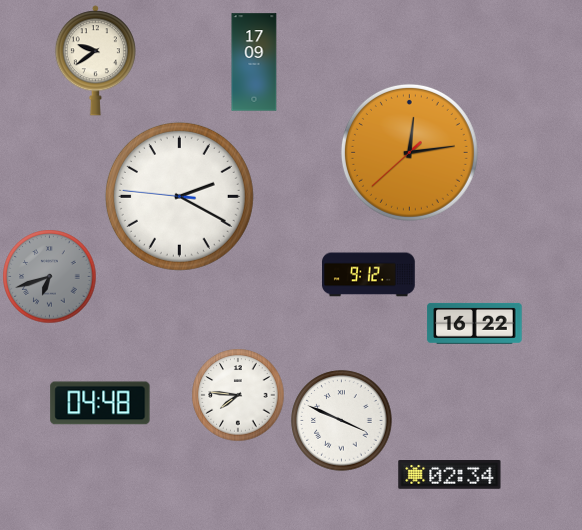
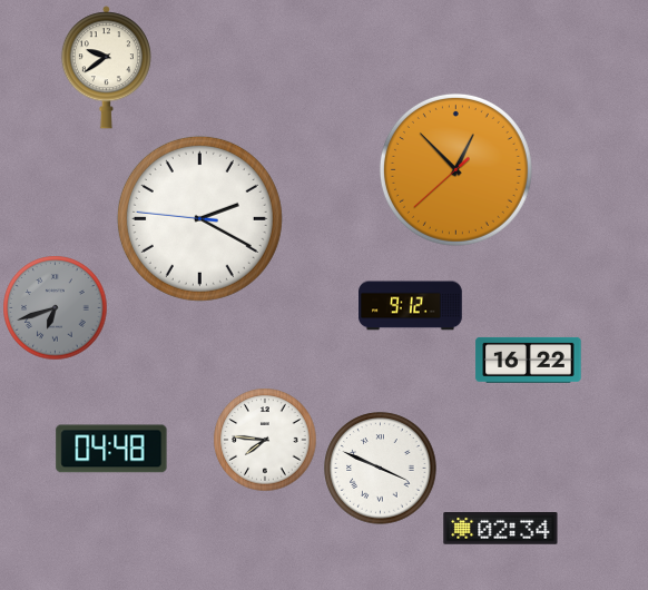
clock at (254, 62): 17:09 -> none
clock at (409, 152): 12:13 -> 12:52
